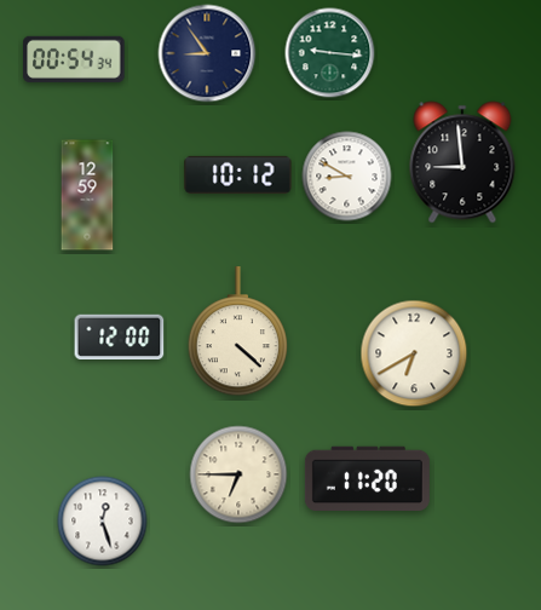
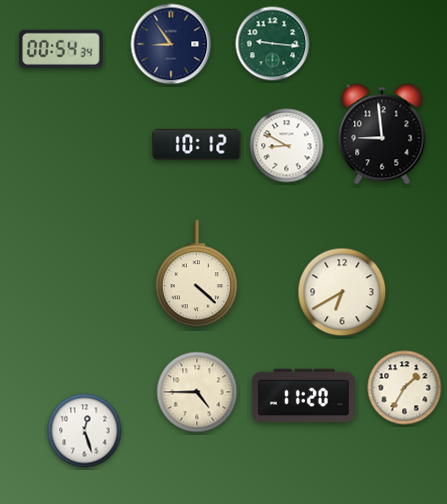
clock at (87, 195): 12:59 -> none
clock at (120, 336): 12:00 -> none
clock at (405, 388): none -> 1:35
clock at (238, 474): 6:45 -> 4:45
